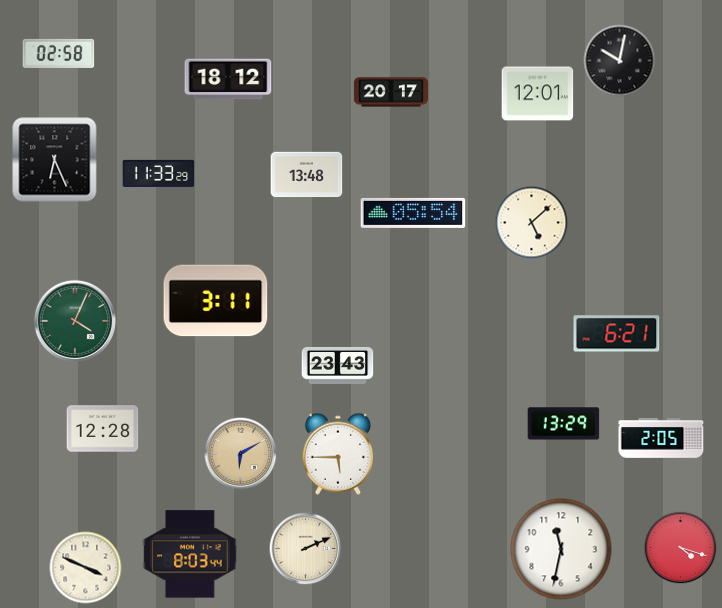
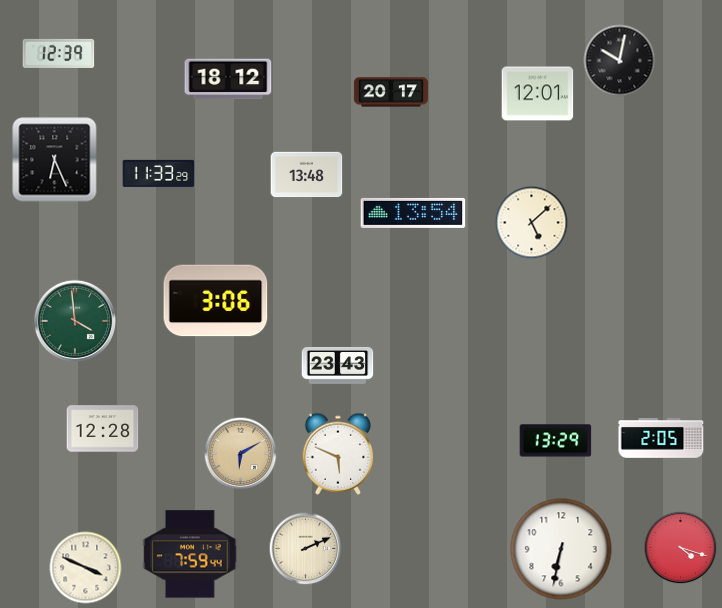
clock at (59, 53): 02:58 -> 12:39
clock at (413, 213): 05:54 -> 13:54
clock at (216, 301): 3:11 -> 3:06
clock at (75, 321): 4:04 -> 3:59
clock at (617, 334): 6:21 -> none
clock at (564, 424) position: (564, 424) -> (556, 441)
clock at (338, 454): 5:45 -> 5:49
clock at (561, 549): 11:32 -> 6:32
clock at (190, 554): 8:03 -> 7:59
